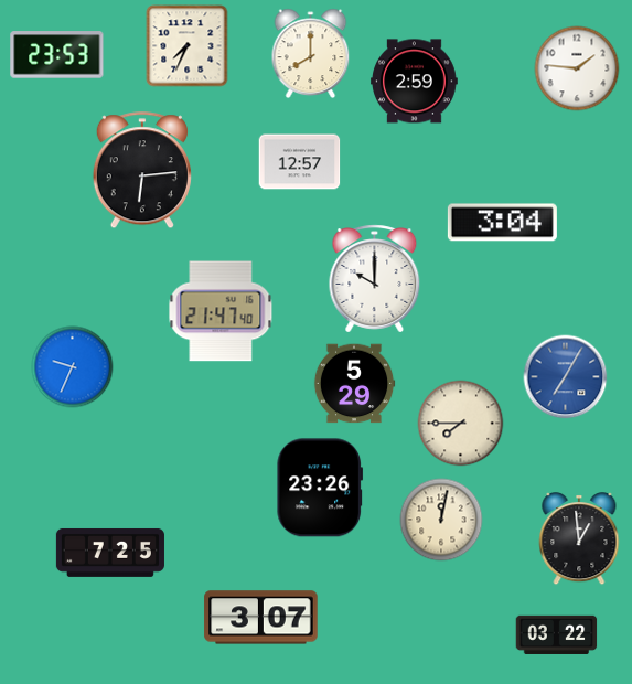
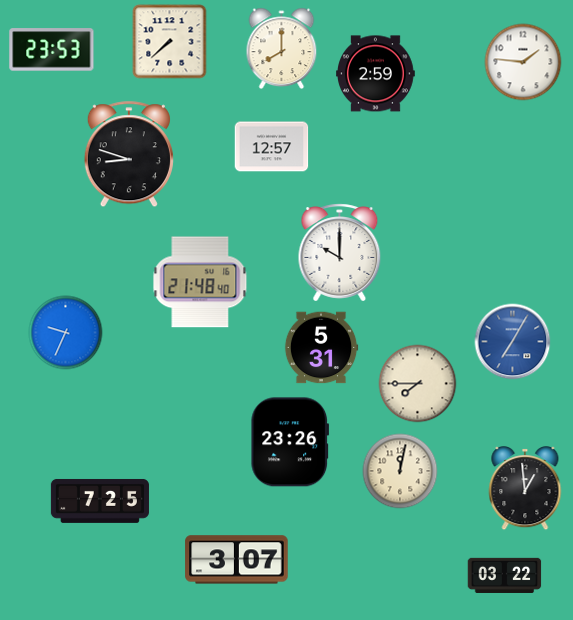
clock at (188, 46): 7:34 -> 7:38
clock at (142, 171): 6:14 -> 8:48
clock at (502, 223): 3:04 -> none
clock at (221, 311): 21:47 -> 21:48
clock at (354, 384): 5:29 -> 5:31
